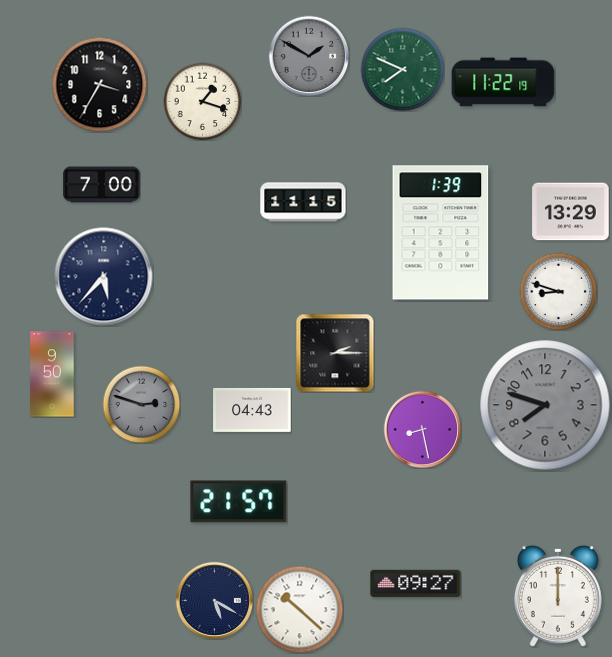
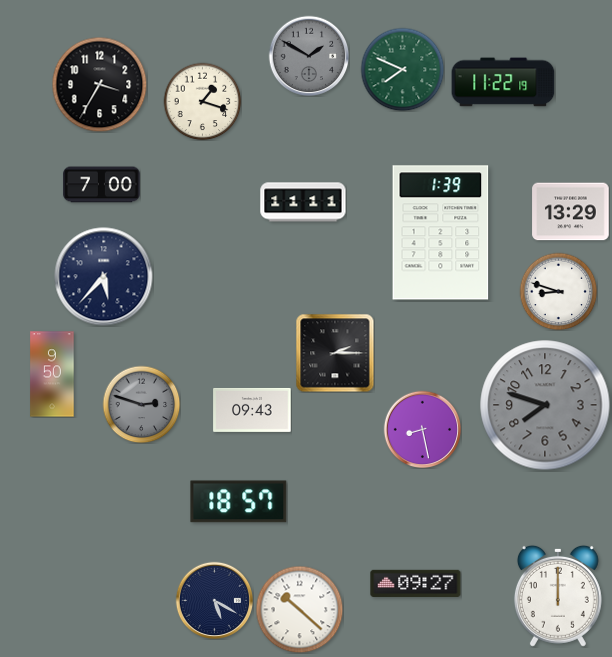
clock at (303, 202): 11:15 -> 11:11
clock at (252, 410): 04:43 -> 09:43
clock at (239, 502): 21:57 -> 18:57
